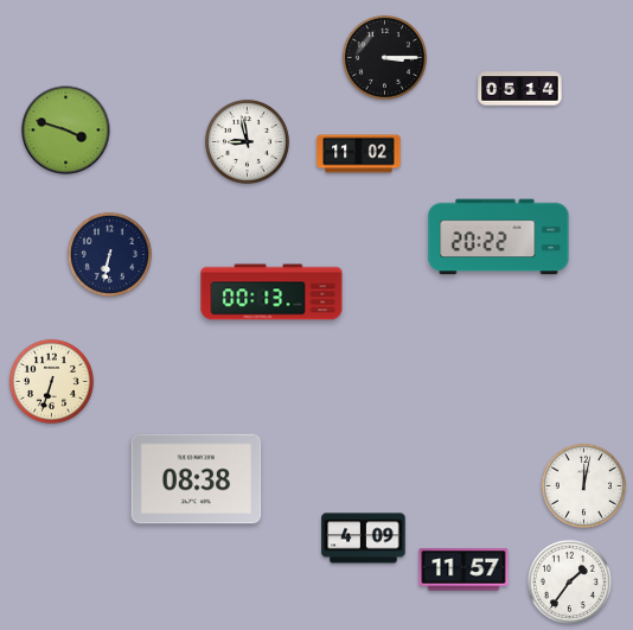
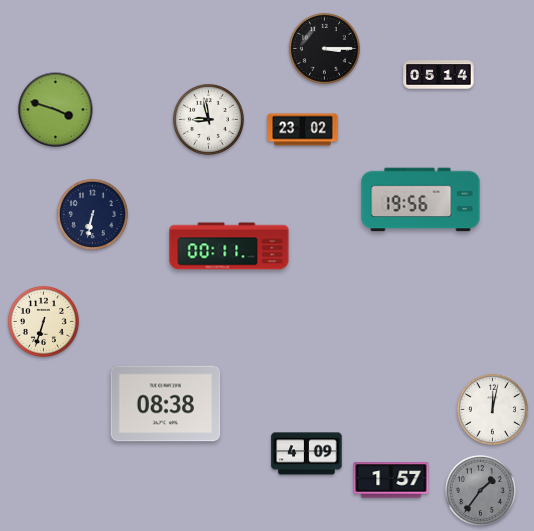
clock at (359, 154): 11:02 -> 23:02
clock at (499, 237): 20:22 -> 19:56
clock at (271, 292): 00:13 -> 00:11
clock at (463, 569): 11:57 -> 1:57
clock at (569, 581) dial: white -> grey
